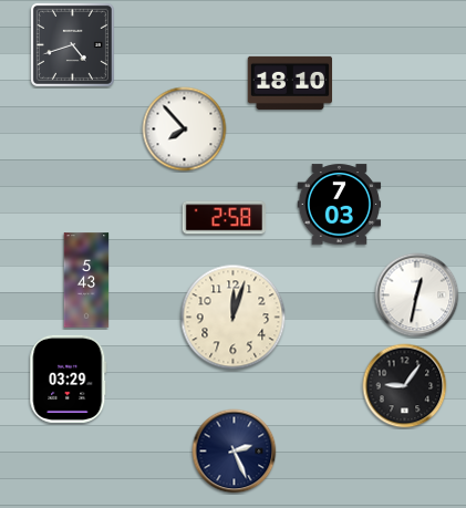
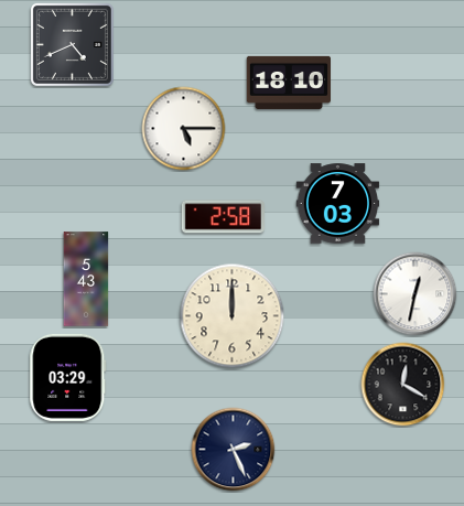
clock at (72, 44): 4:42 -> 4:41
clock at (185, 129): 7:53 -> 5:15
clock at (234, 318): 12:03 -> 12:00
clock at (405, 386): 9:06 -> 12:20
